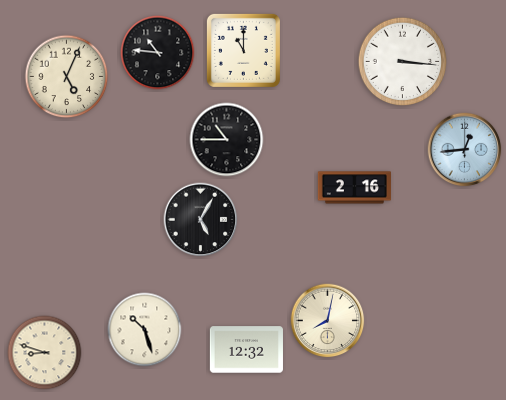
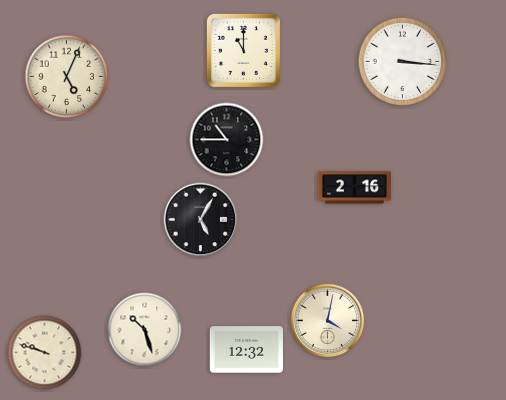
clock at (158, 53): 10:46 -> none
clock at (465, 150): 12:44 -> none
clock at (328, 321): 8:02 -> 4:02
clock at (45, 353): 8:48 -> 9:48
